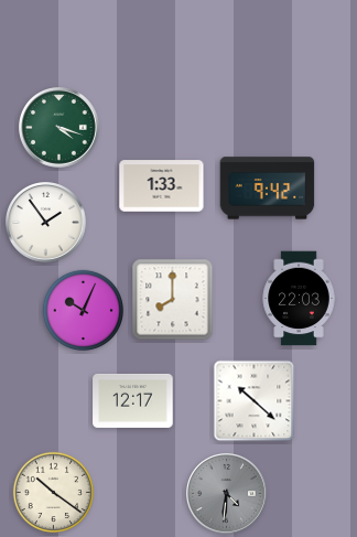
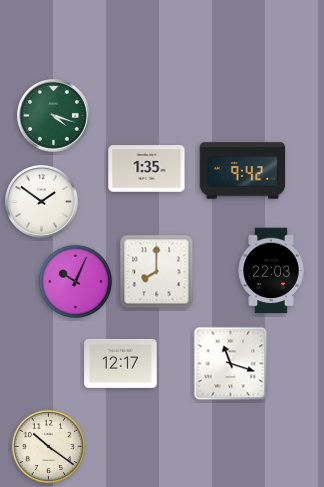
clock at (162, 186): 1:33 -> 1:35
clock at (46, 223): 1:54 -> 1:51
clock at (255, 401): 10:22 -> 11:18
clock at (227, 494): 4:31 -> none
